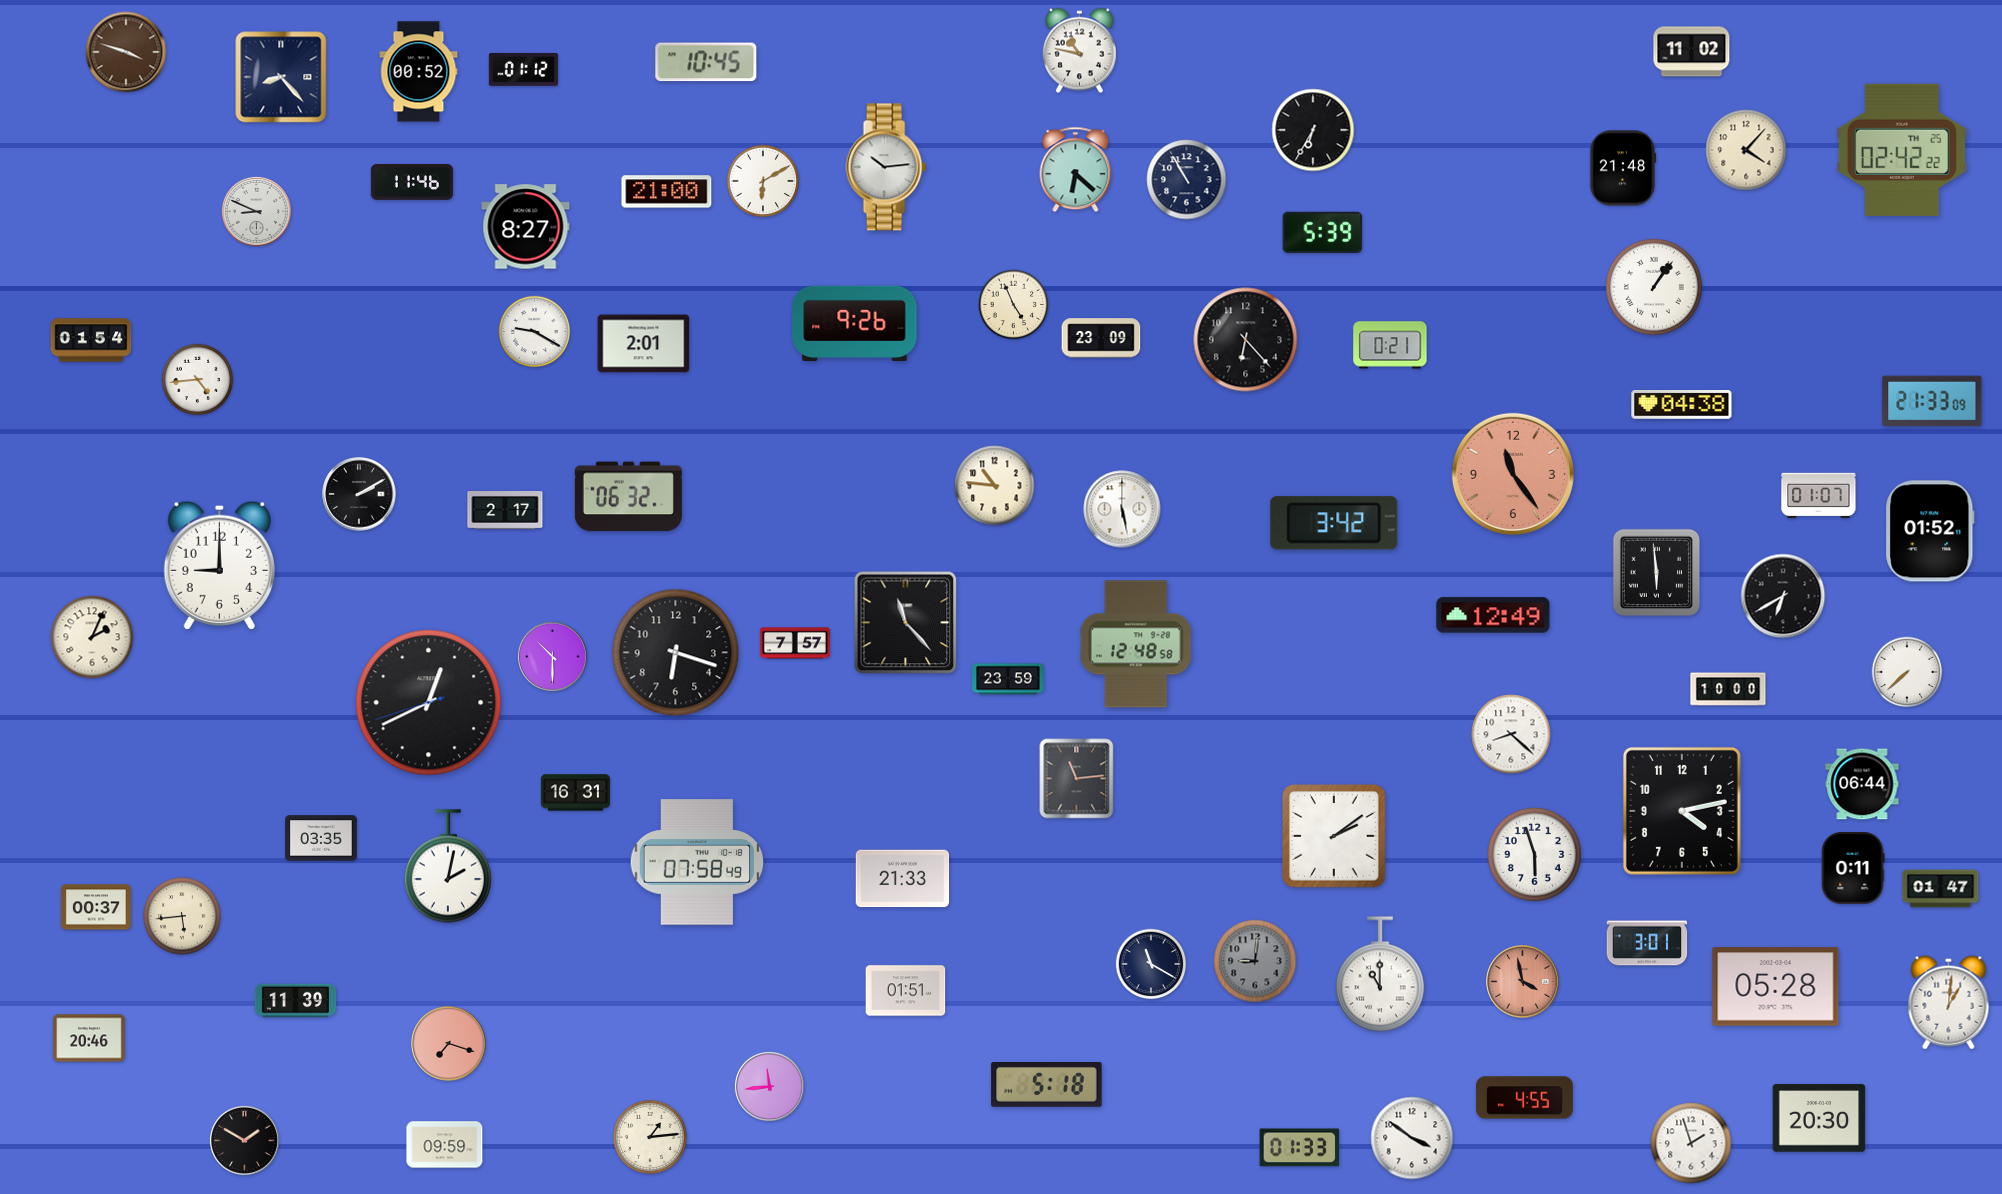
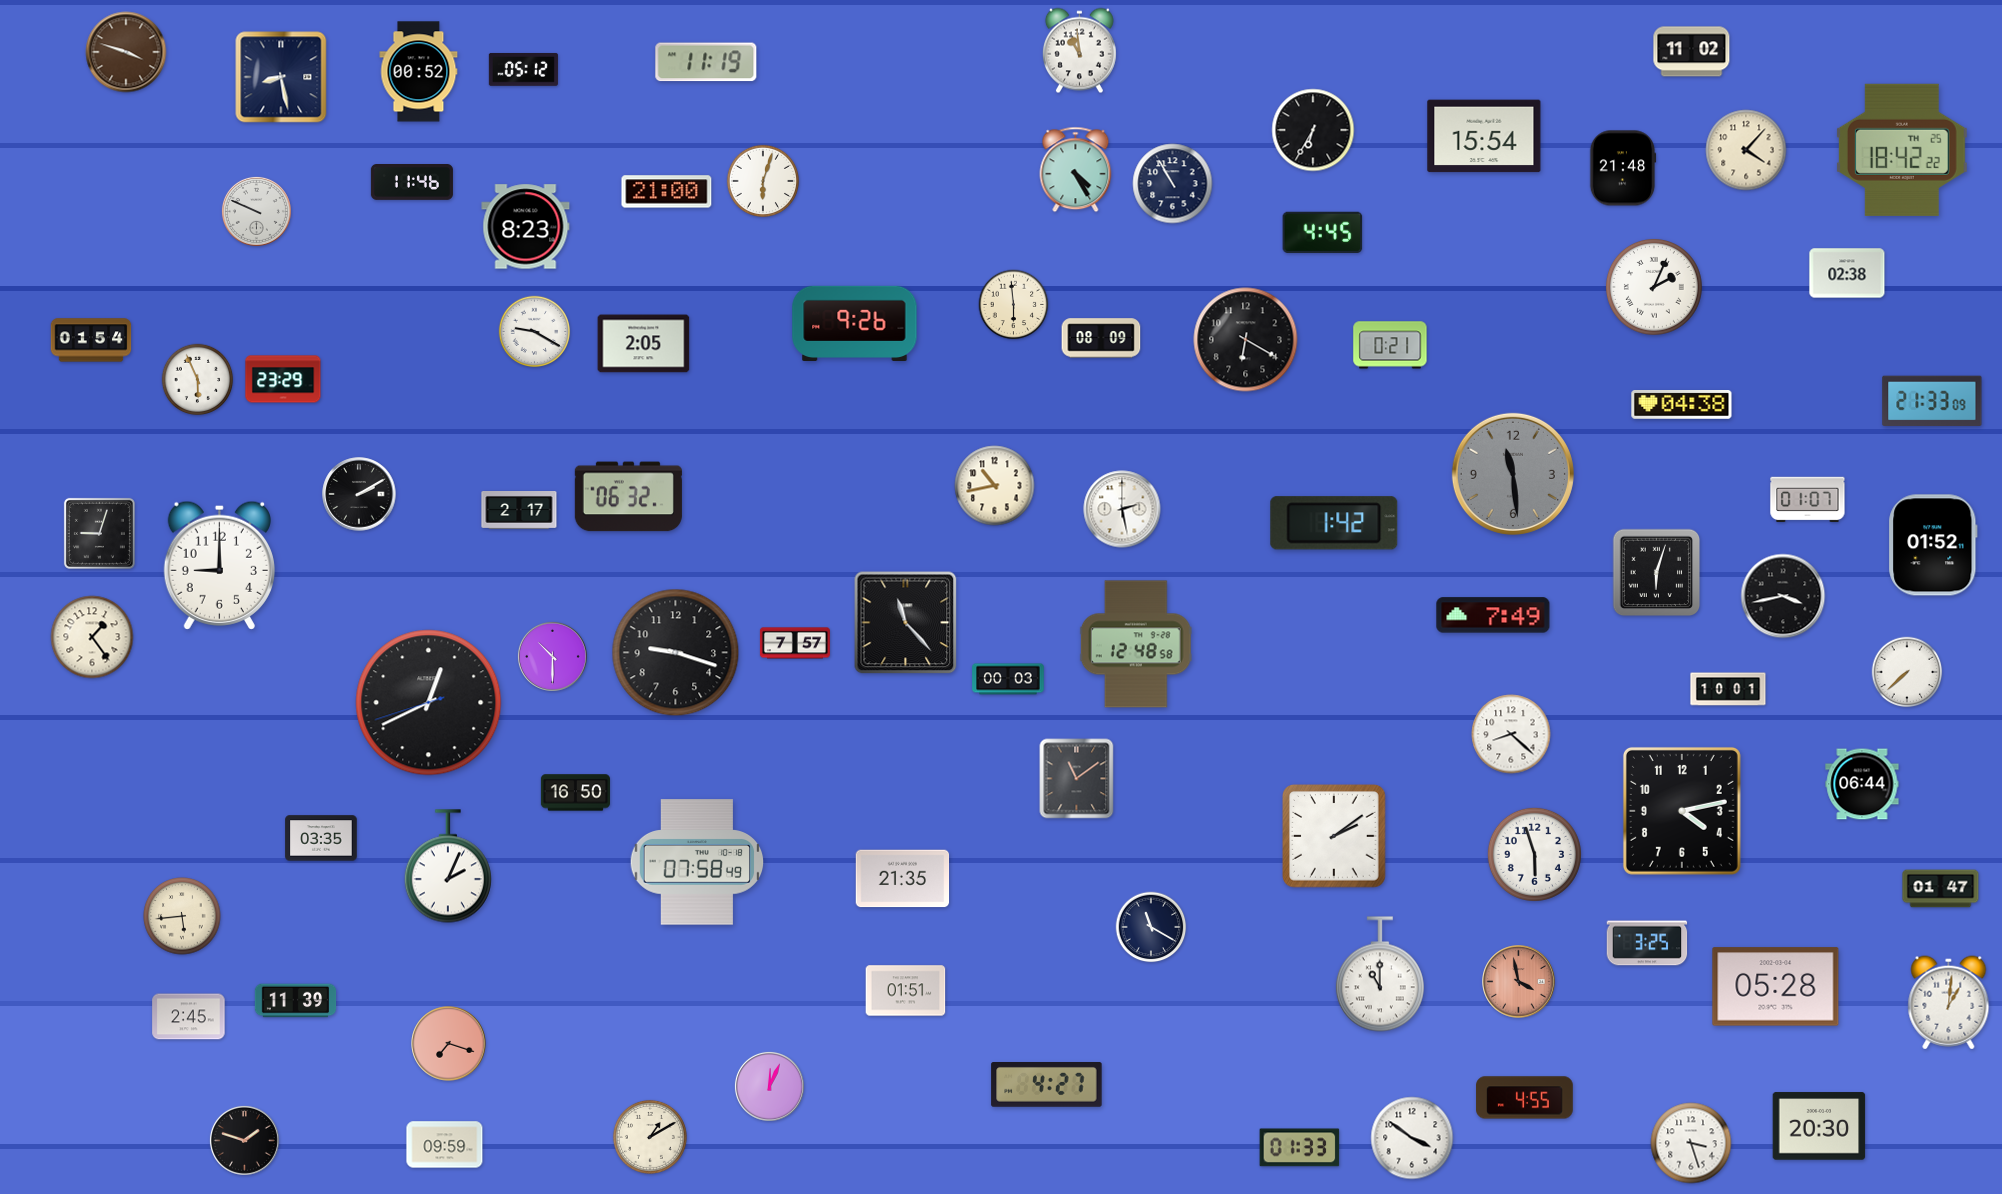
clock at (1079, 51): 10:47 -> 10:59
clock at (706, 62): 10:45 -> 11:19
clock at (523, 69): 01:12 -> 05:12
clock at (281, 77): 8:23 -> 8:28
clock at (1484, 136): none -> 15:54
clock at (1902, 150): 02:42 -> 18:42
clock at (886, 167): 10:14 -> none
clock at (1076, 170): 6:22 -> 4:25
clock at (762, 180): 6:10 -> 6:03
clock at (1187, 180) position: (1187, 180) -> (1173, 184)
clock at (256, 211): 8:49 -> 9:49
clock at (526, 227): 8:27 -> 8:23
clock at (1323, 232): 5:39 -> 4:45
clock at (1847, 273): none -> 02:38
clock at (1654, 287): 1:06 -> 2:04
clock at (1014, 305): 4:56 -> 5:59
clock at (1101, 338): 23:09 -> 08:09
clock at (1246, 340): 6:23 -> 6:20
clock at (644, 344): 2:01 -> 2:05
clock at (283, 379): none -> 23:29
clock at (198, 380): 4:44 -> 5:56
clock at (1513, 474): 11:24 -> 11:29
clock at (1513, 474) dial: salmon -> grey
clock at (995, 486): 10:46 -> 10:43
clock at (1819, 496) position: (1819, 496) -> (1808, 500)
clock at (1122, 509): 5:28 -> 2:28
clock at (505, 511) position: (505, 511) -> (519, 511)
clock at (1334, 523): 3:42 -> 1:42
clock at (1930, 531) position: (1930, 531) -> (1933, 545)
clock at (99, 533): none -> 9:03
clock at (1657, 573): 5:59 -> 6:03
clock at (1783, 596): 6:40 -> 3:43
clock at (1493, 615): 12:49 -> 7:49
clock at (92, 637): 2:04 -> 1:24
clock at (676, 653): 6:18 -> 9:18
clock at (1008, 679): 23:59 -> 00:03
clock at (1728, 689): 10:00 -> 10:01
clock at (1077, 779): 11:14 -> 11:09
clock at (575, 793): 16:31 -> 16:50
clock at (448, 866): 2:02 -> 2:04
clock at (1853, 868): 0:11 -> none
clock at (903, 879): 21:33 -> 21:35
clock at (96, 907): 00:37 -> none
clock at (1647, 943): 3:01 -> 3:25
clock at (1255, 961): 9:01 -> none
clock at (1151, 964) position: (1151, 964) -> (1151, 927)
clock at (1523, 982) position: (1523, 982) -> (1519, 982)
clock at (189, 1017): none -> 2:45
clock at (89, 1038): 20:46 -> none
clock at (1047, 1085): 5:18 -> 4:27
clock at (769, 1086): 11:44 -> 12:04
clock at (1819, 1118) position: (1819, 1118) -> (1819, 1126)
clock at (650, 1137): 1:14 -> 1:10
clock at (244, 1140): 1:50 -> 1:48
clock at (1691, 1143): 1:57 -> 3:27
